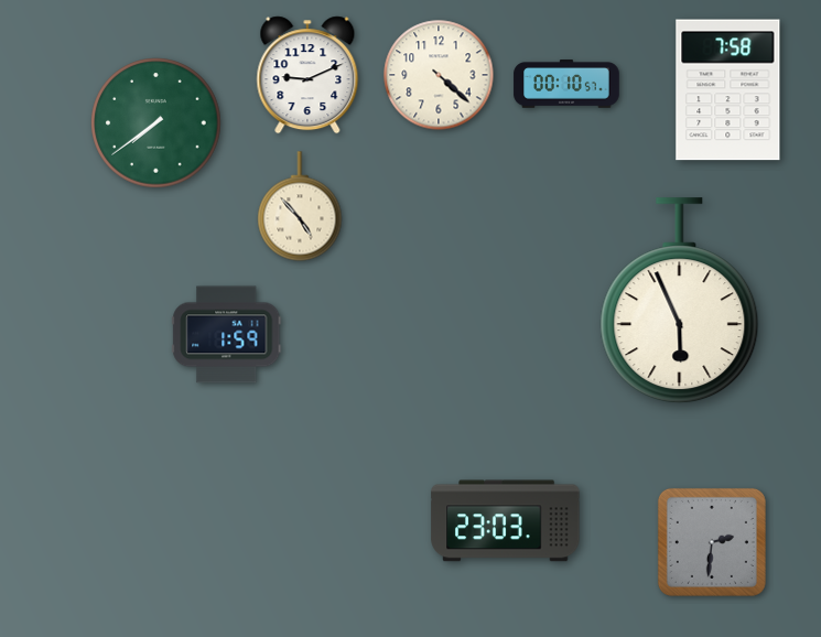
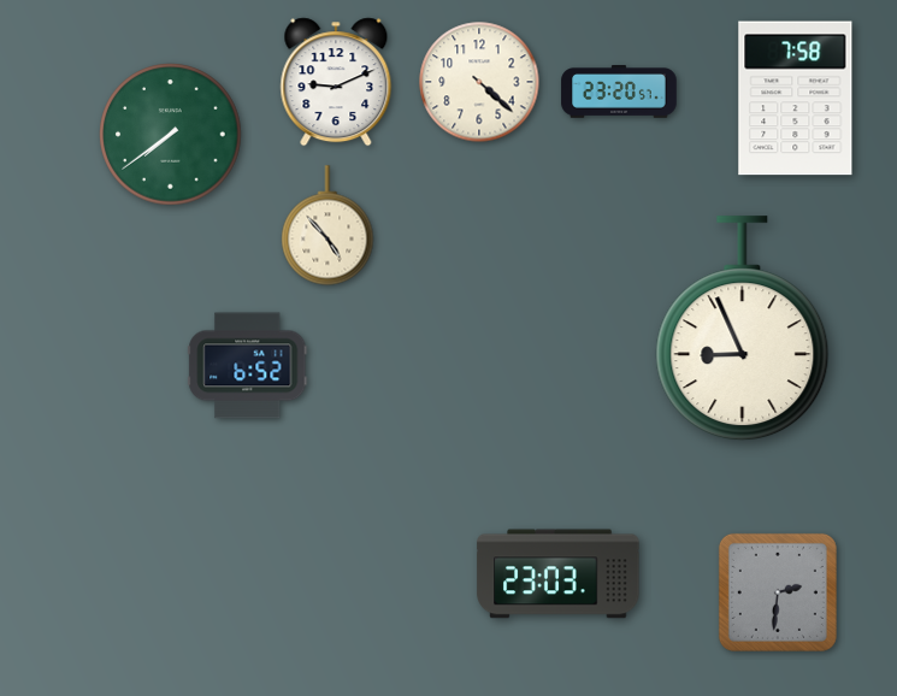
clock at (566, 84): 00:10 -> 23:20
clock at (680, 301): 5:56 -> 8:56
clock at (227, 335): 1:59 -> 6:52
clock at (506, 521) position: (506, 521) -> (559, 574)
